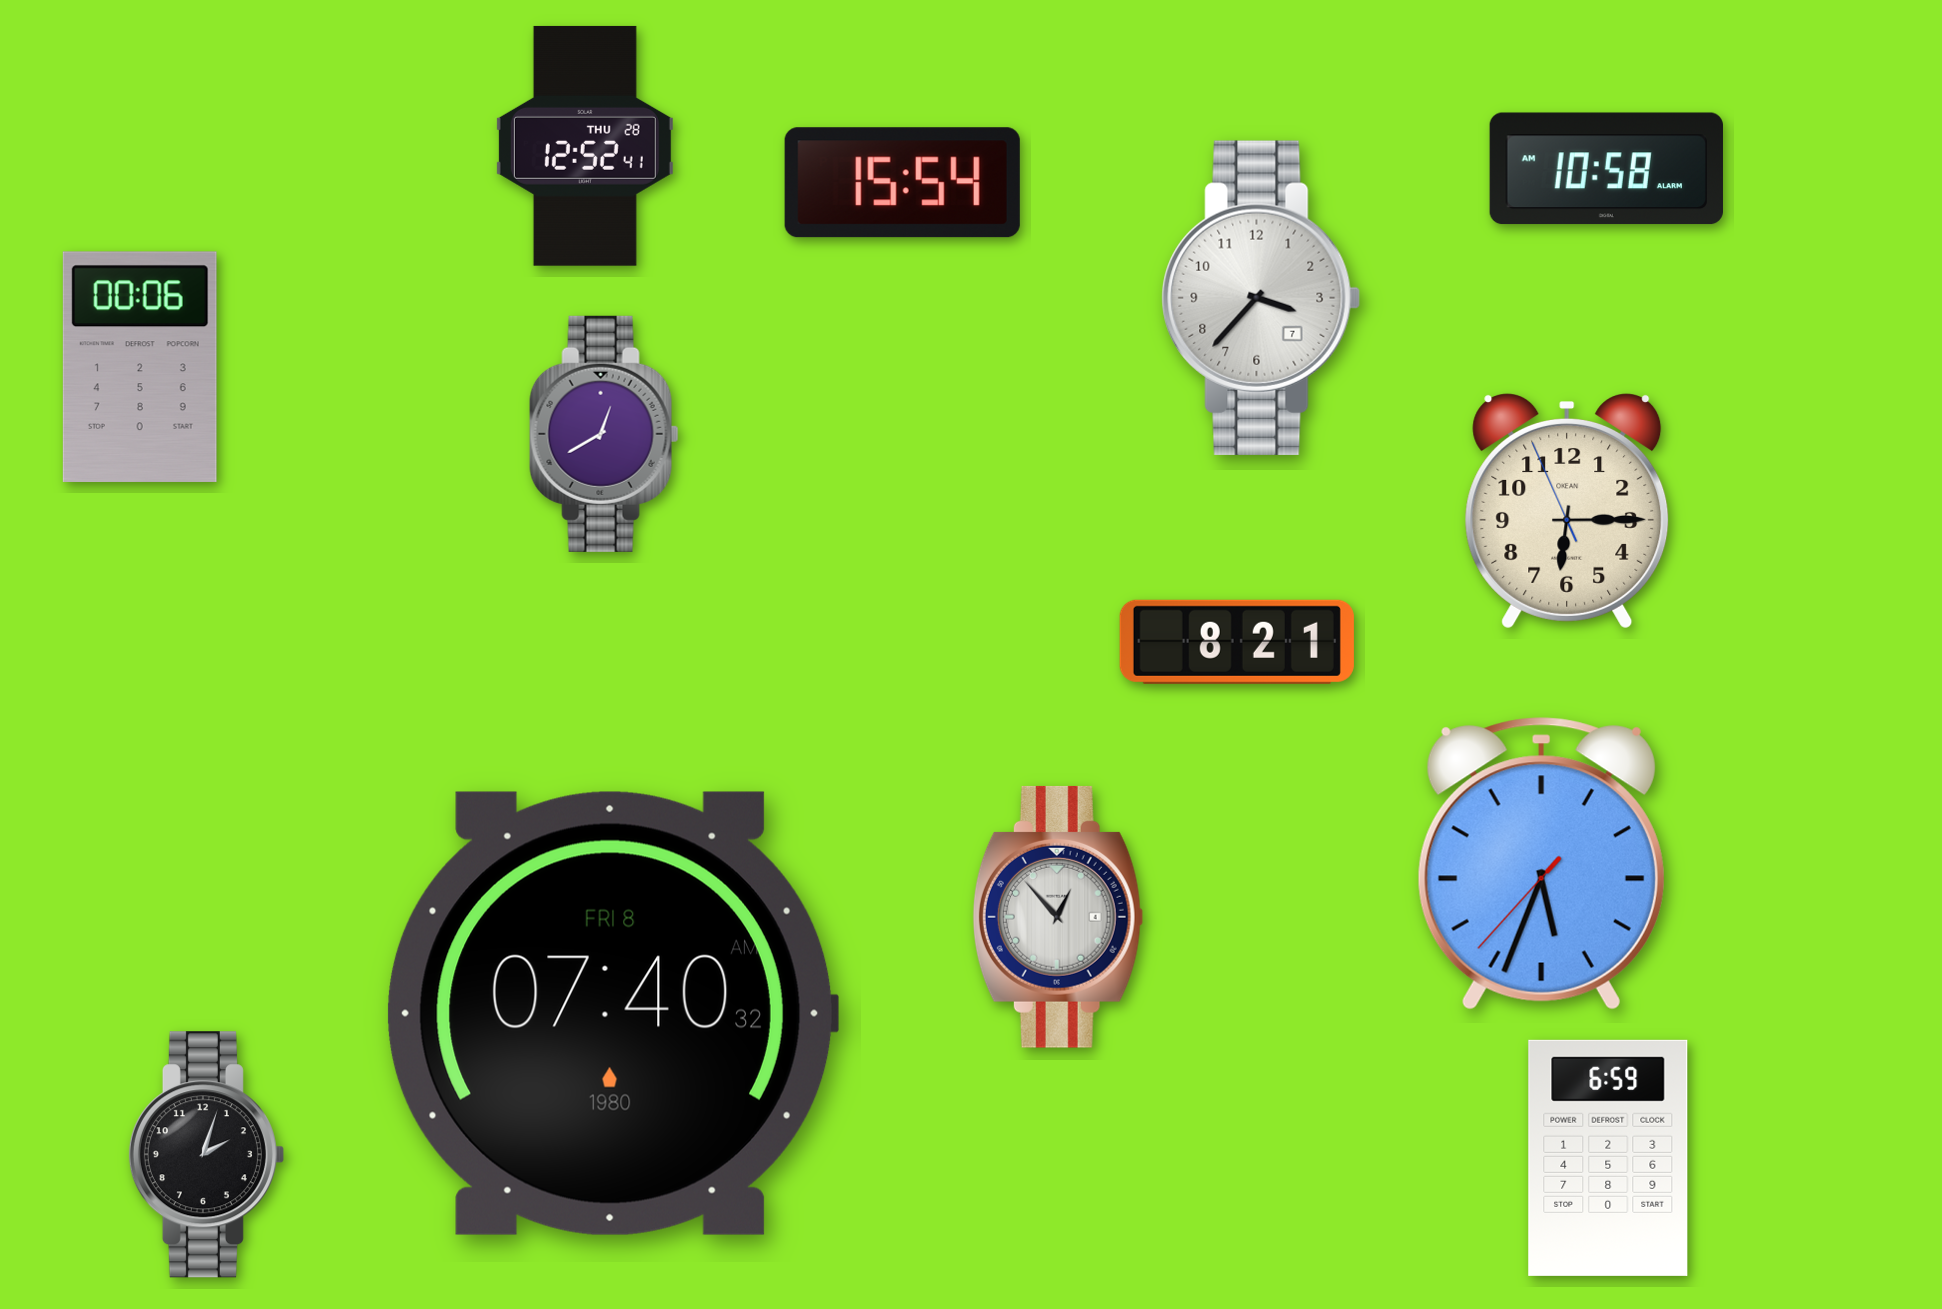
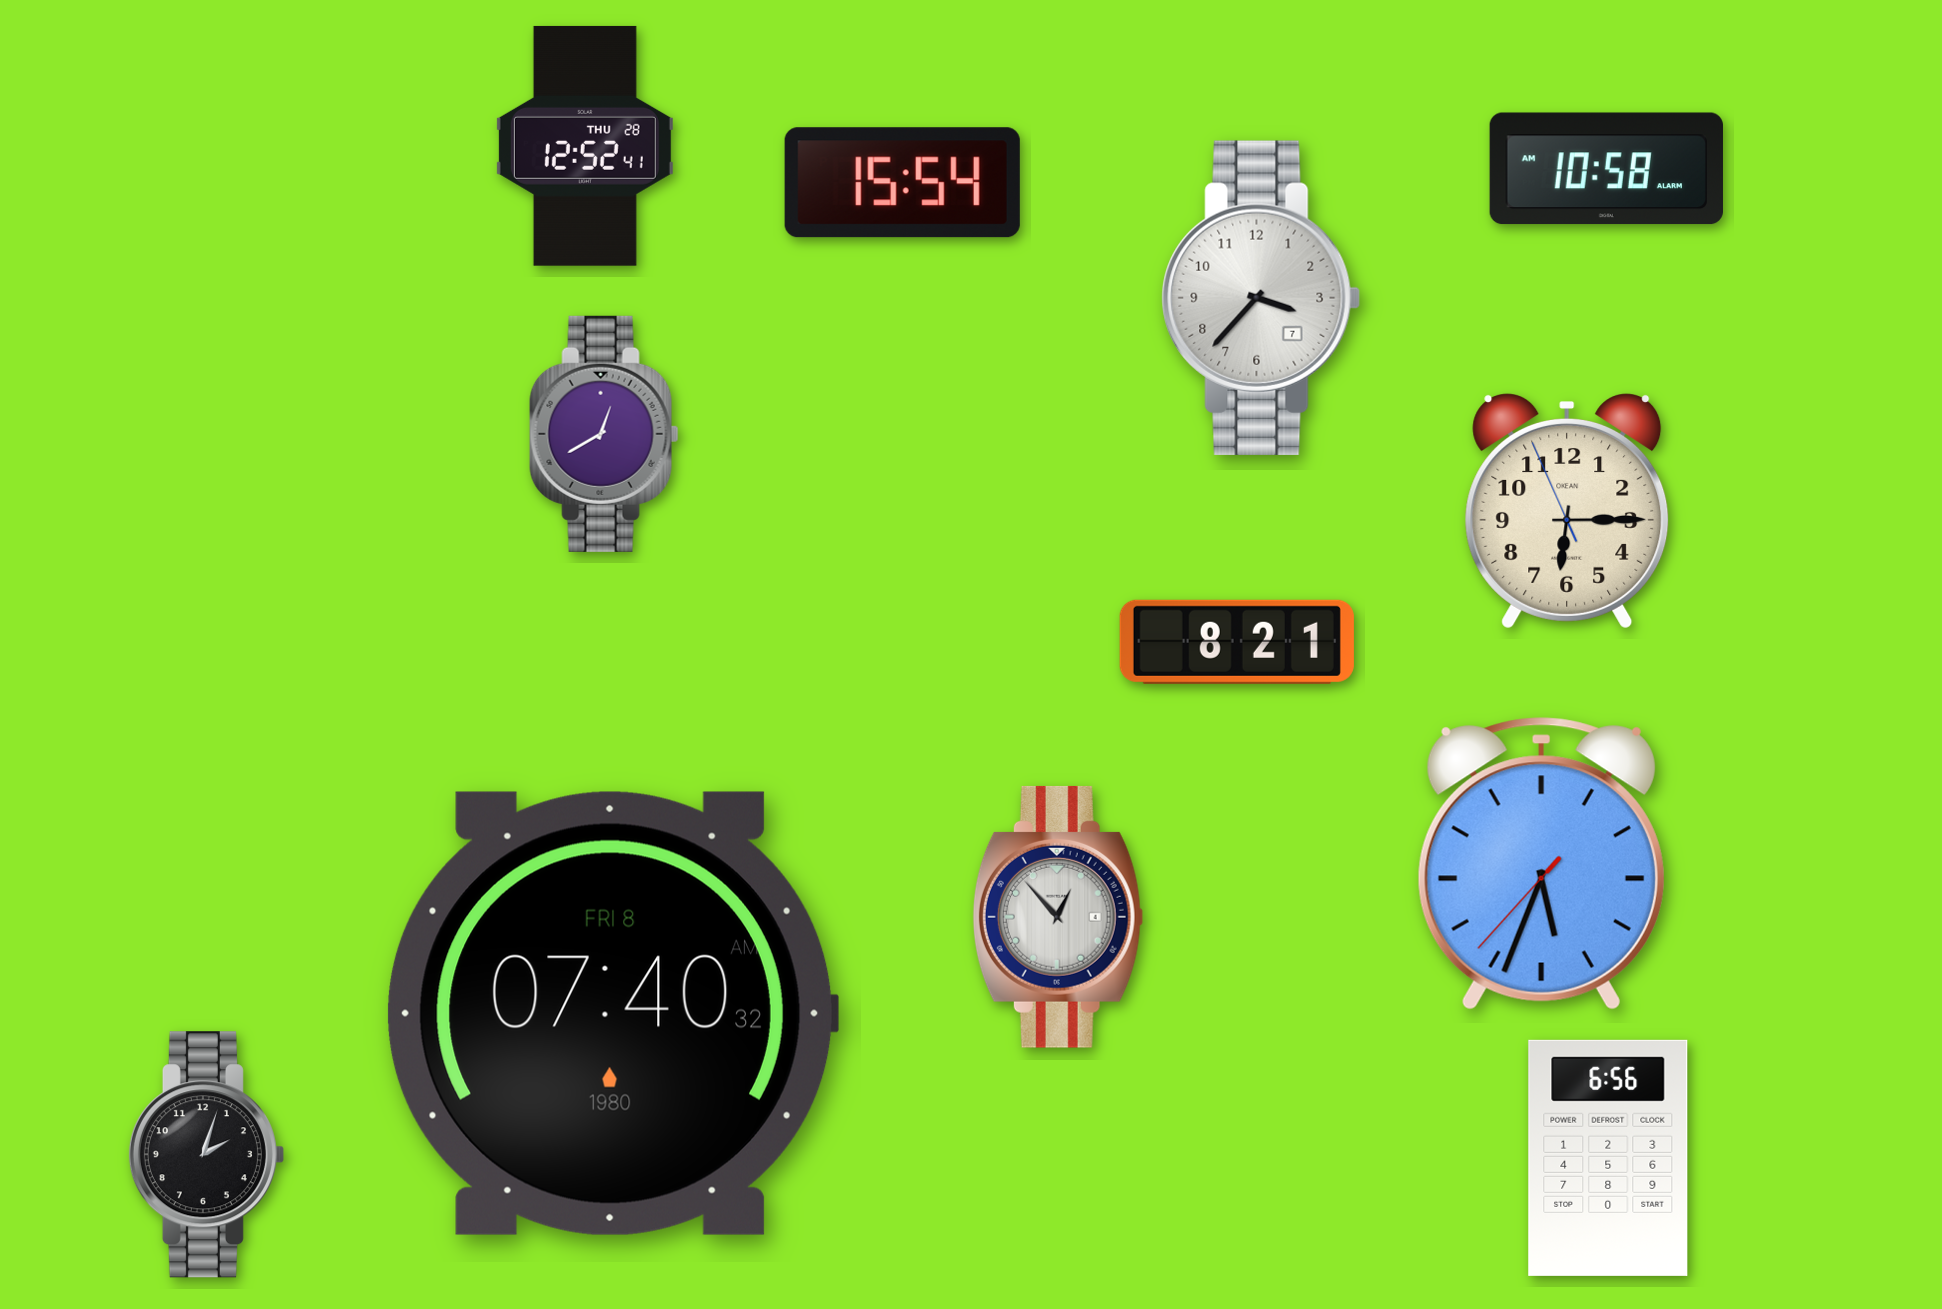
clock at (140, 367): 00:06 -> none
clock at (1608, 1158): 6:59 -> 6:56
